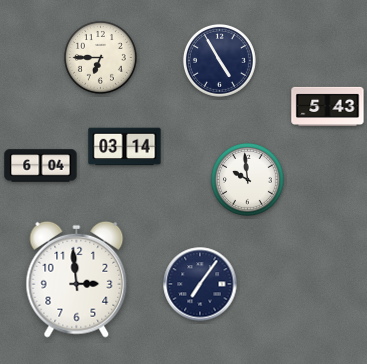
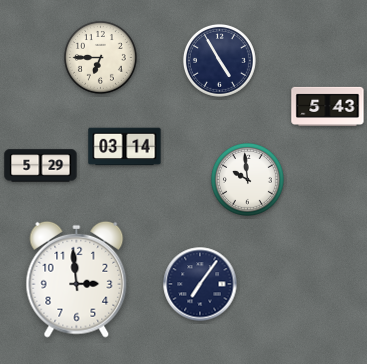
clock at (41, 166): 6:04 -> 5:29
